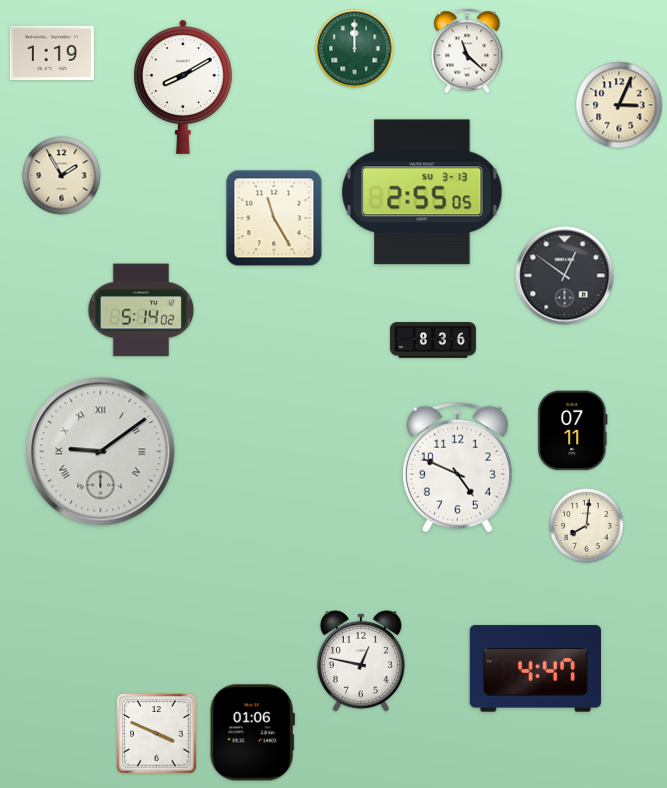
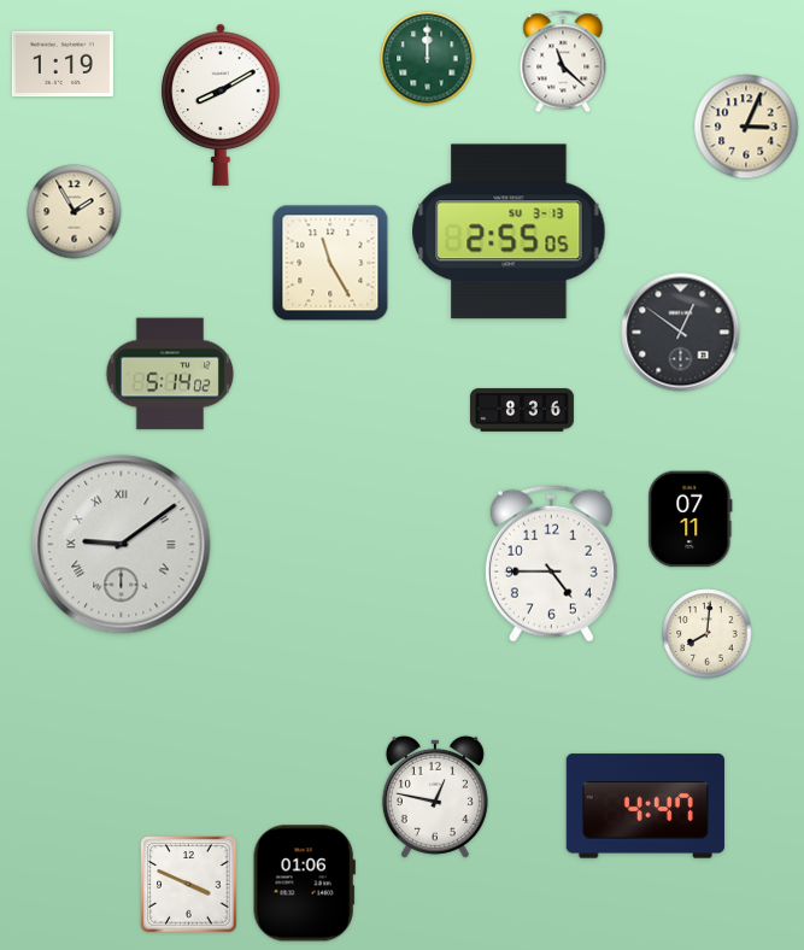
clock at (457, 467): 4:49 -> 4:45
